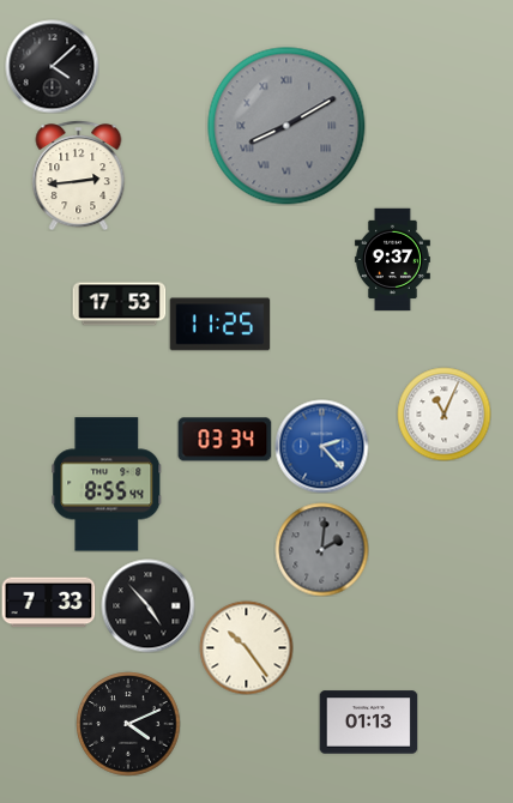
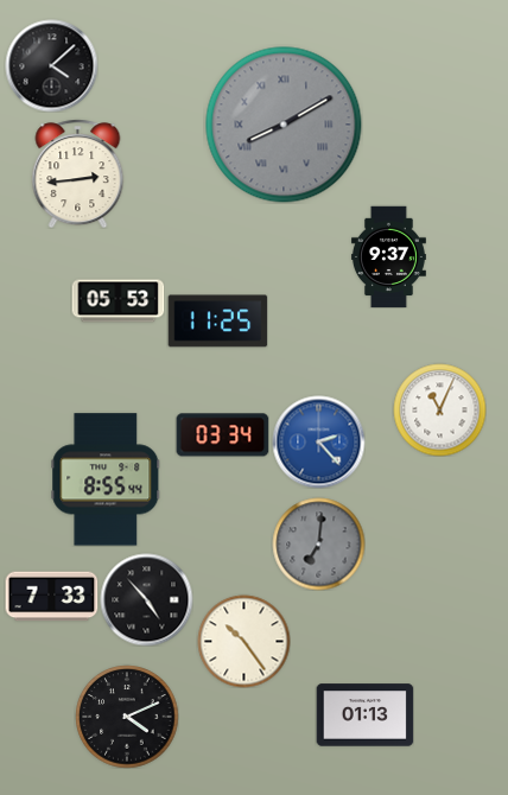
clock at (119, 304): 17:53 -> 05:53
clock at (321, 549): 2:01 -> 7:01
clock at (48, 603) position: (48, 603) -> (51, 597)
